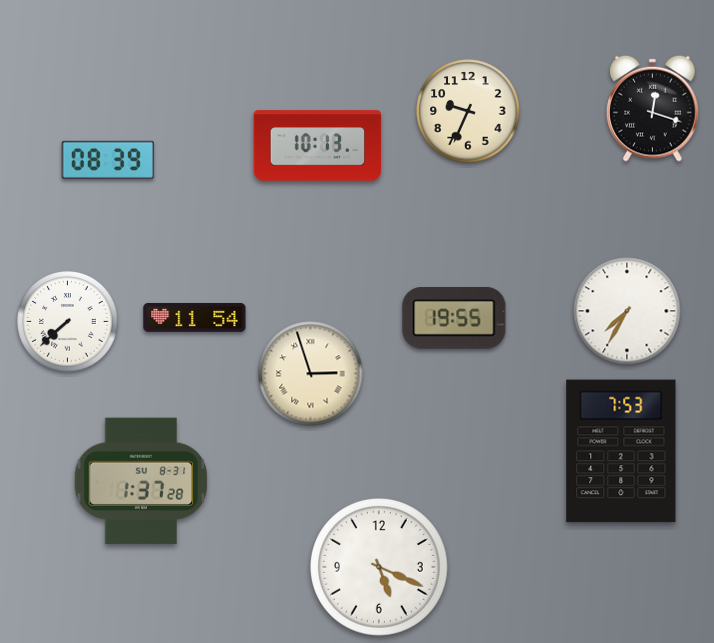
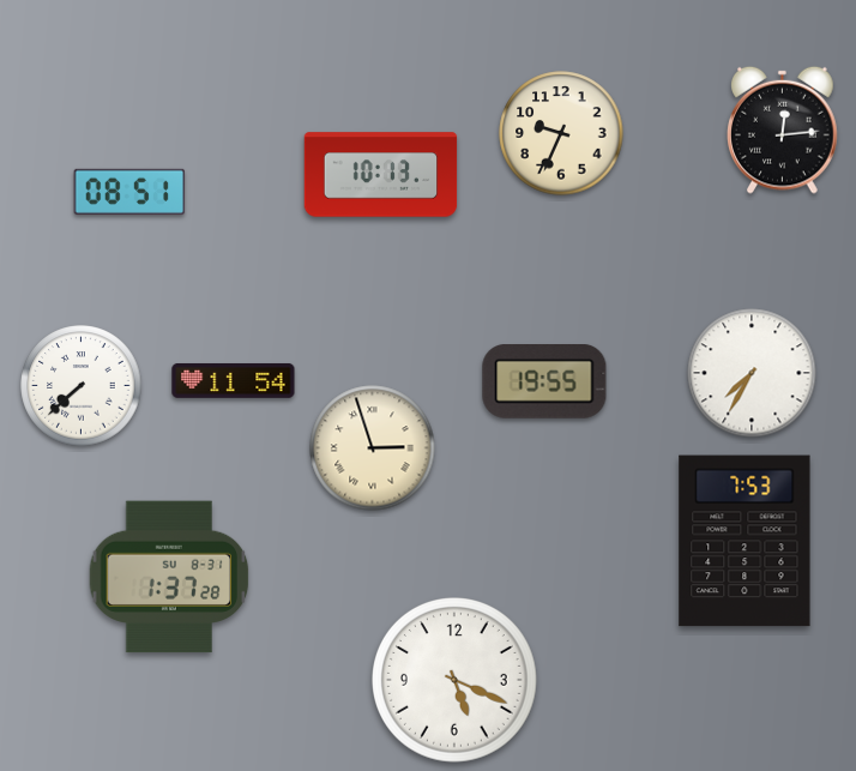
clock at (653, 108): 12:18 -> 12:14
clock at (108, 160): 08:39 -> 08:51
